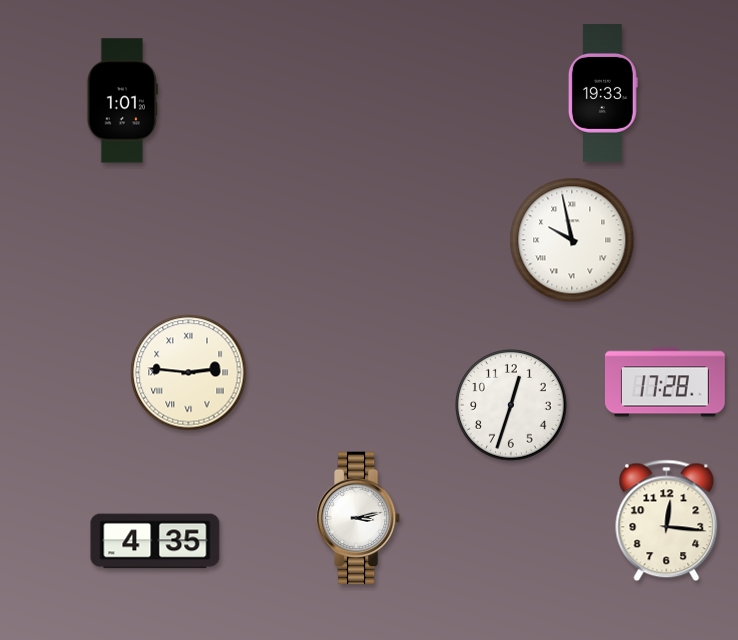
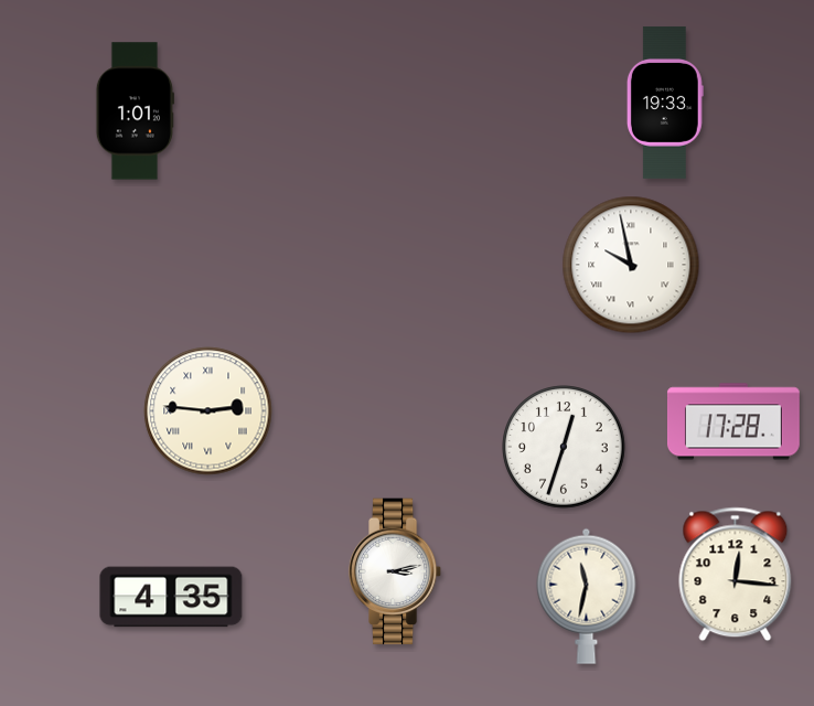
clock at (587, 596): none -> 11:32
